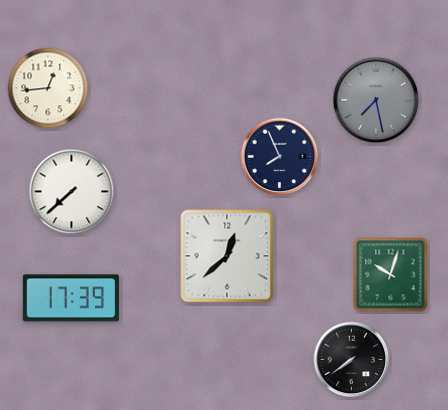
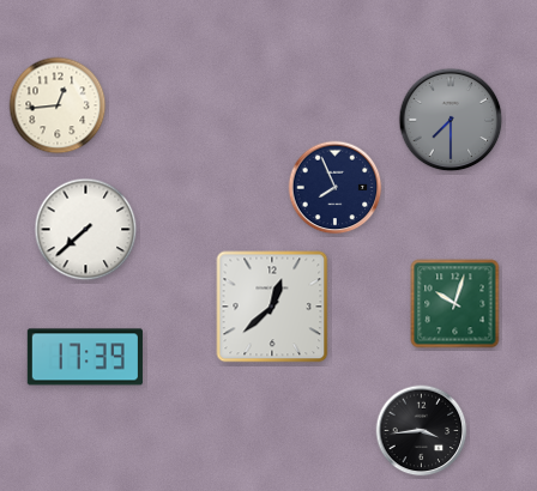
clock at (376, 100): 7:28 -> 7:30
clock at (391, 275) position: (391, 275) -> (455, 304)
clock at (352, 360): 7:39 -> 3:44
